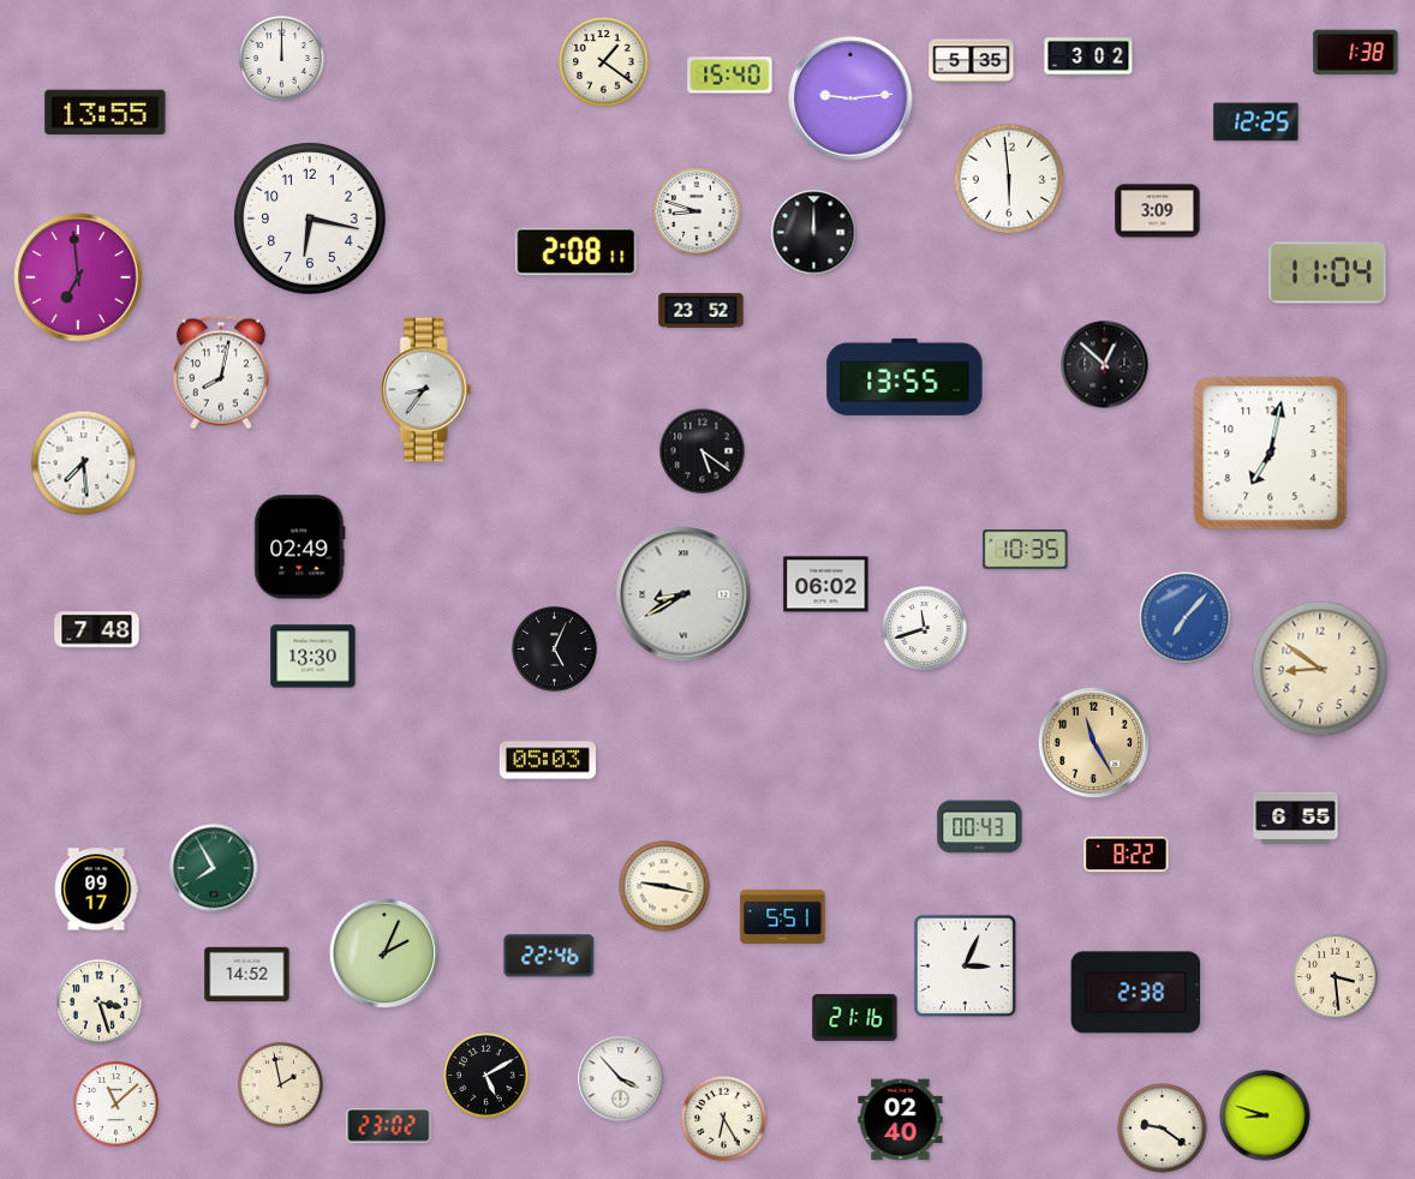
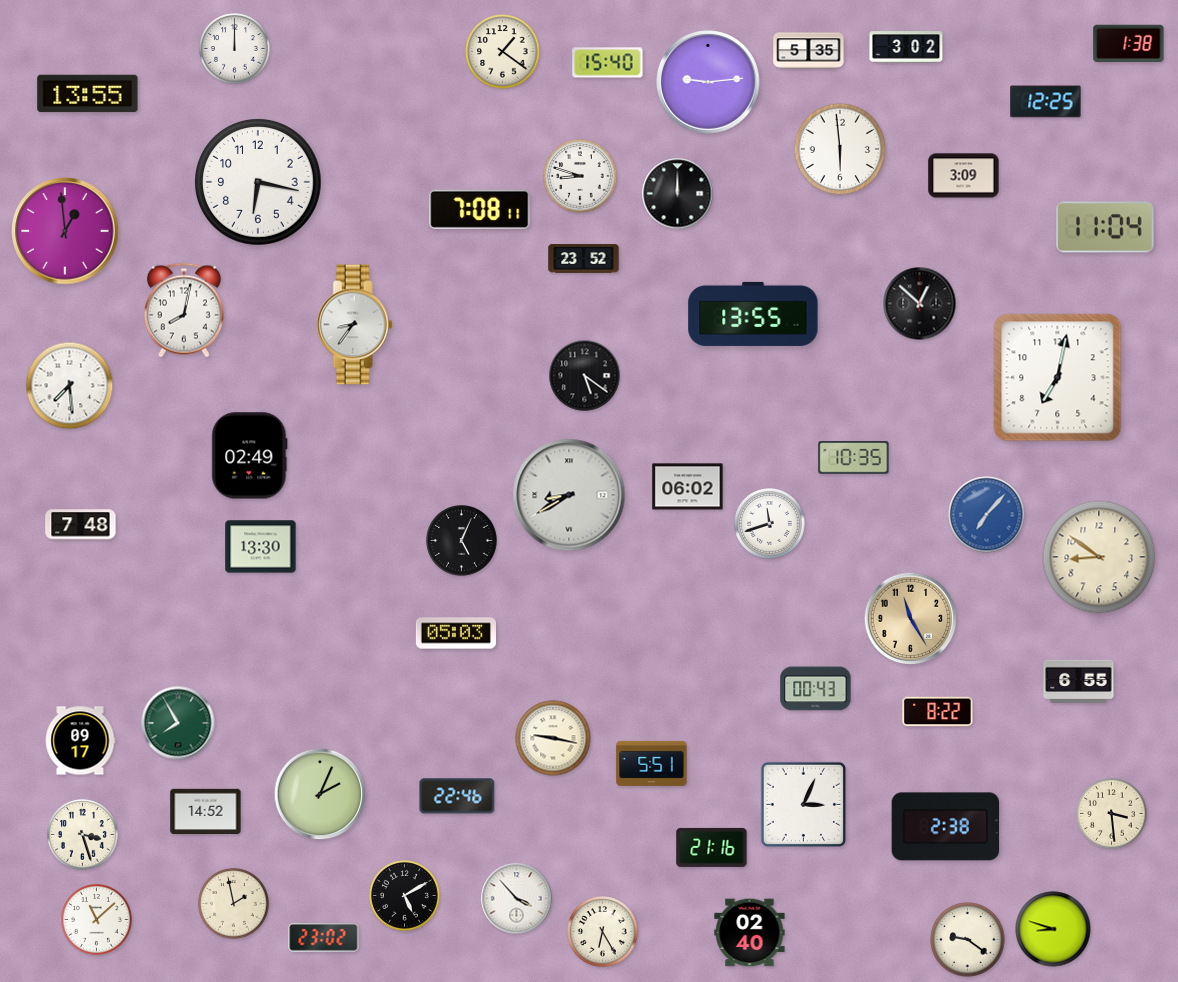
clock at (577, 251): 2:08 -> 7:08
clock at (78, 277): 6:59 -> 12:59
